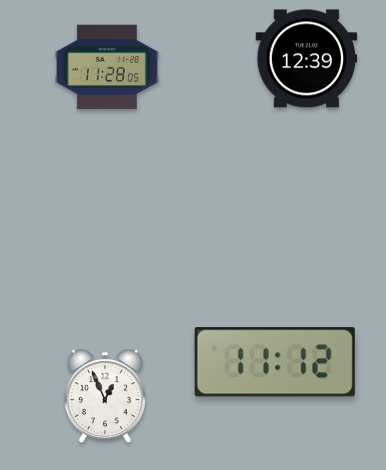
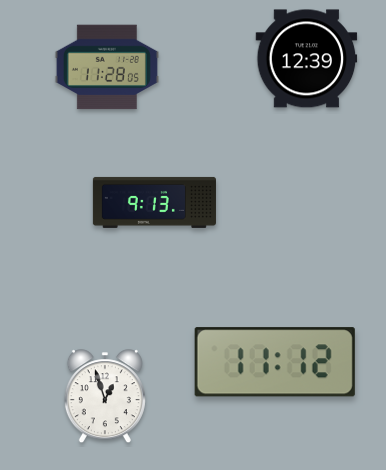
clock at (154, 202): none -> 9:13
clock at (105, 397): 12:56 -> 12:57
